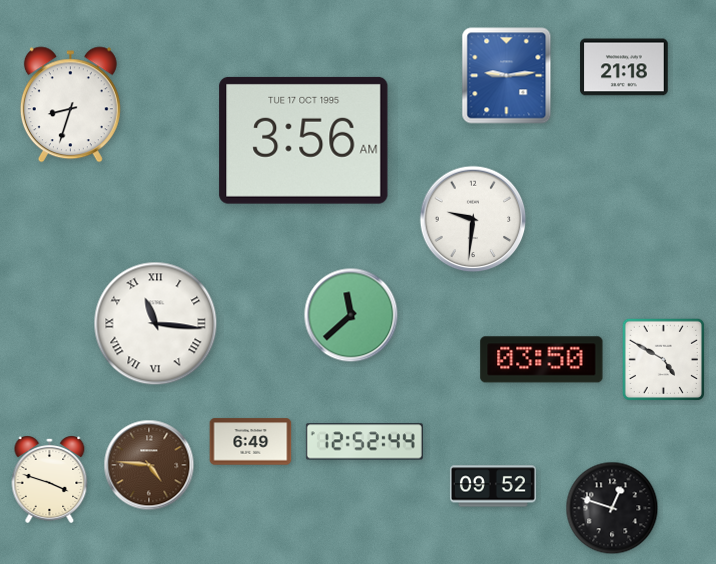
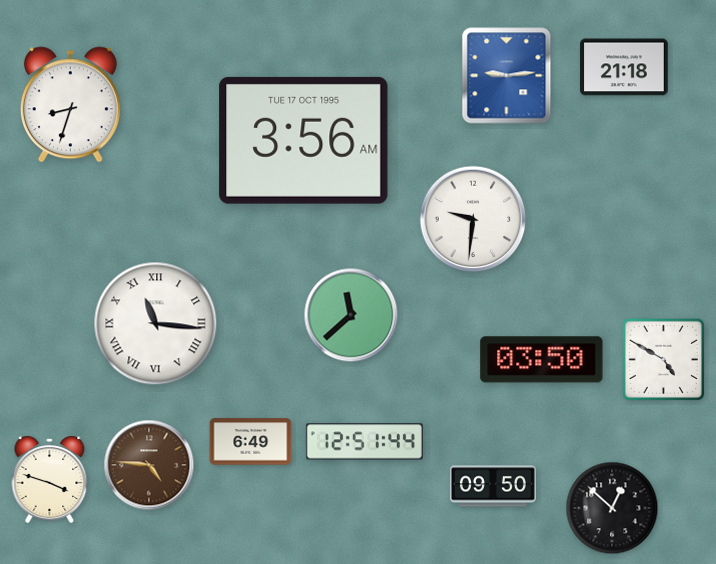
clock at (364, 442): 12:52 -> 12:51
clock at (493, 486): 09:52 -> 09:50
clock at (612, 508): 12:48 -> 12:52
